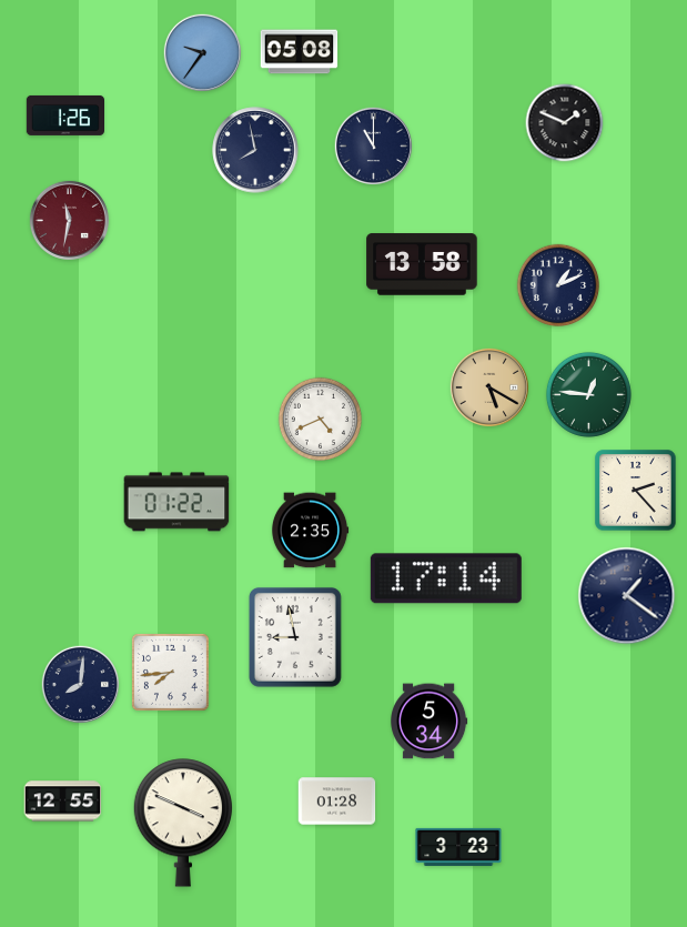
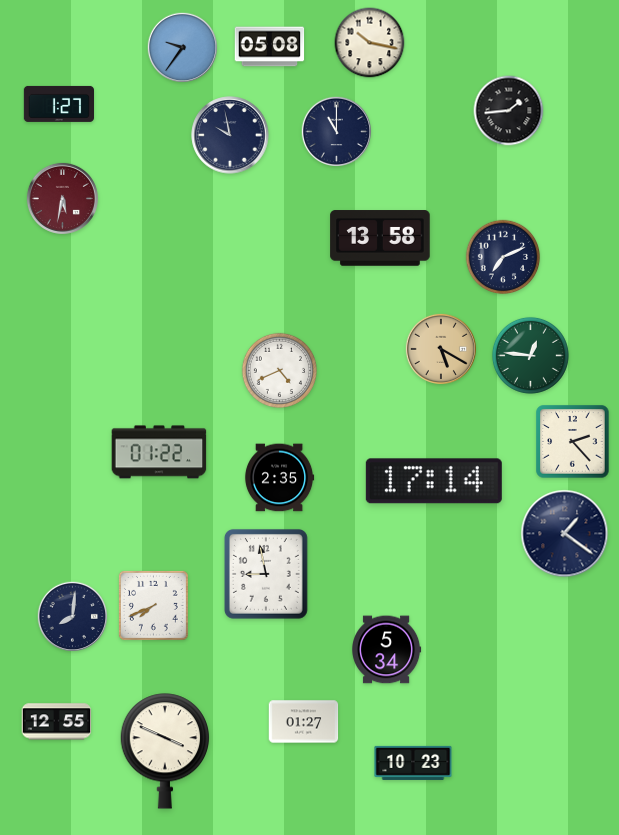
clock at (370, 43): none -> 10:17
clock at (64, 115): 1:26 -> 1:27
clock at (565, 123): 1:49 -> 1:44
clock at (255, 150): 7:58 -> 9:58
clock at (69, 220): 11:32 -> 5:32
clock at (558, 285): 1:11 -> 7:11
clock at (320, 419) position: (320, 419) -> (279, 370)
clock at (446, 578) position: (446, 578) -> (434, 481)
clock at (627, 596) position: (627, 596) -> (565, 534)
clock at (170, 672): 7:44 -> 7:41
clock at (337, 802): 01:28 -> 01:27
clock at (183, 823) position: (183, 823) -> (165, 751)
clock at (458, 847): 3:23 -> 10:23
